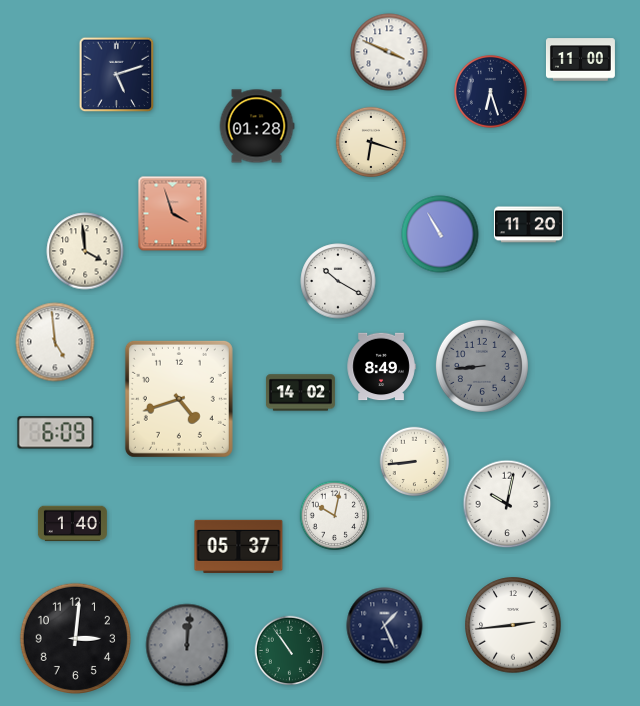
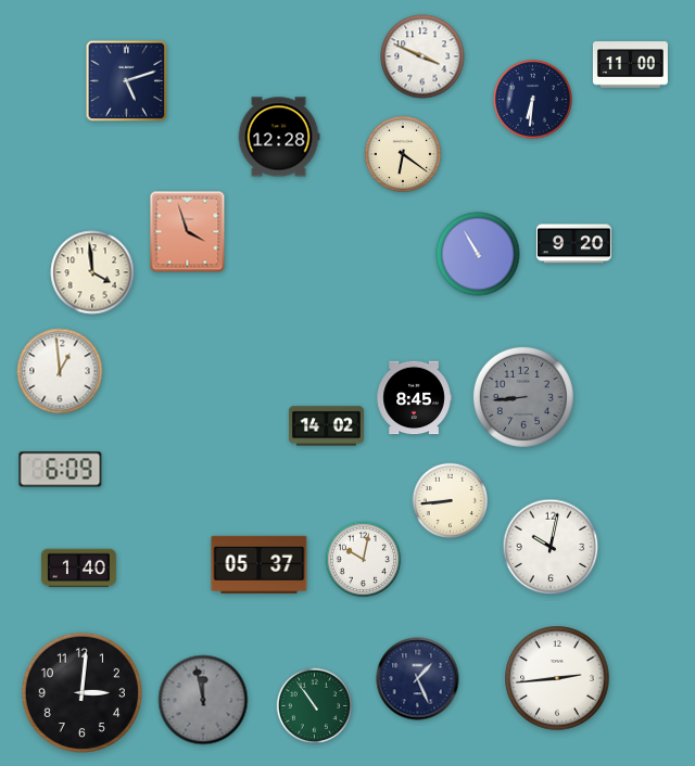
clock at (490, 91): 6:27 -> 6:31
clock at (257, 126): 01:28 -> 12:28
clock at (370, 141): 6:18 -> 6:21
clock at (528, 225): 11:20 -> 9:20
clock at (338, 281): 10:20 -> none
clock at (55, 342): 4:59 -> 12:59
clock at (381, 367): 8:49 -> 8:45
clock at (179, 399): 4:42 -> none
clock at (239, 546) position: (239, 546) -> (260, 564)
clock at (187, 645): 12:01 -> 11:58
